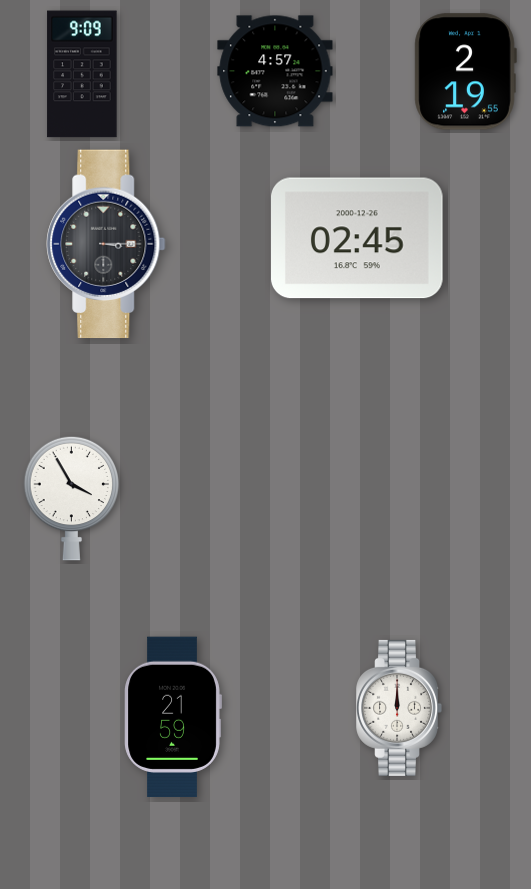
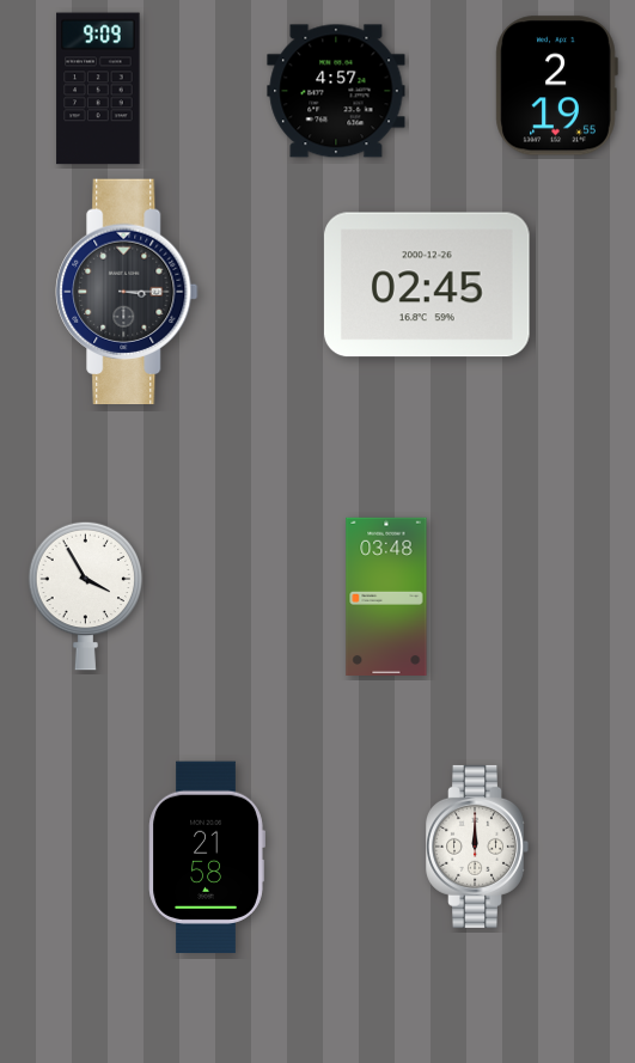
clock at (275, 71) position: (275, 71) -> (336, 91)
clock at (386, 595): none -> 03:48
clock at (173, 716): 21:59 -> 21:58
